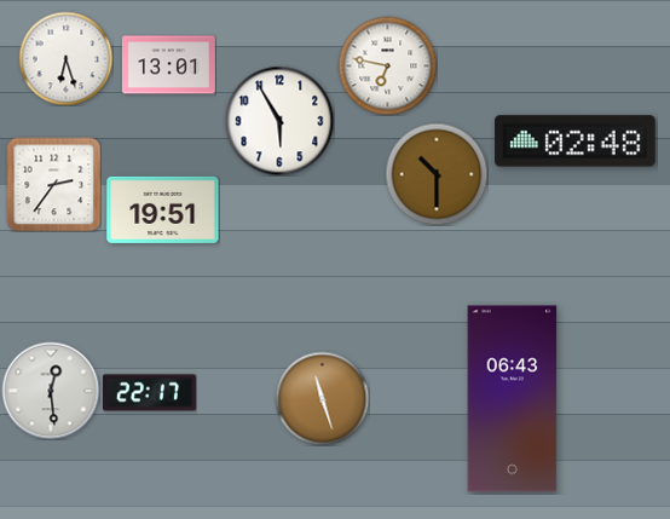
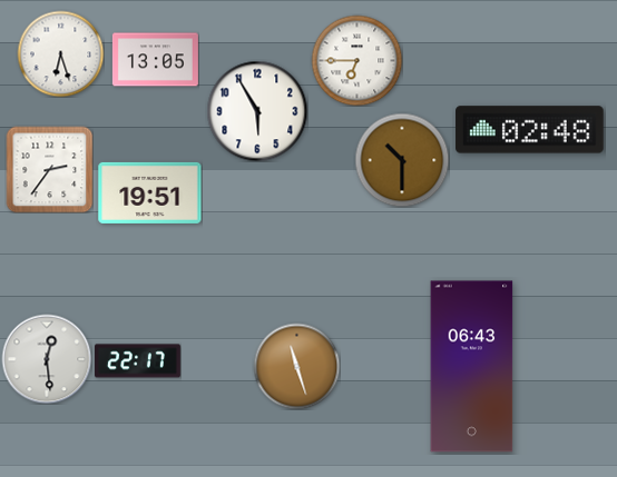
clock at (168, 65): 13:01 -> 13:05
clock at (387, 65): 6:47 -> 6:45
